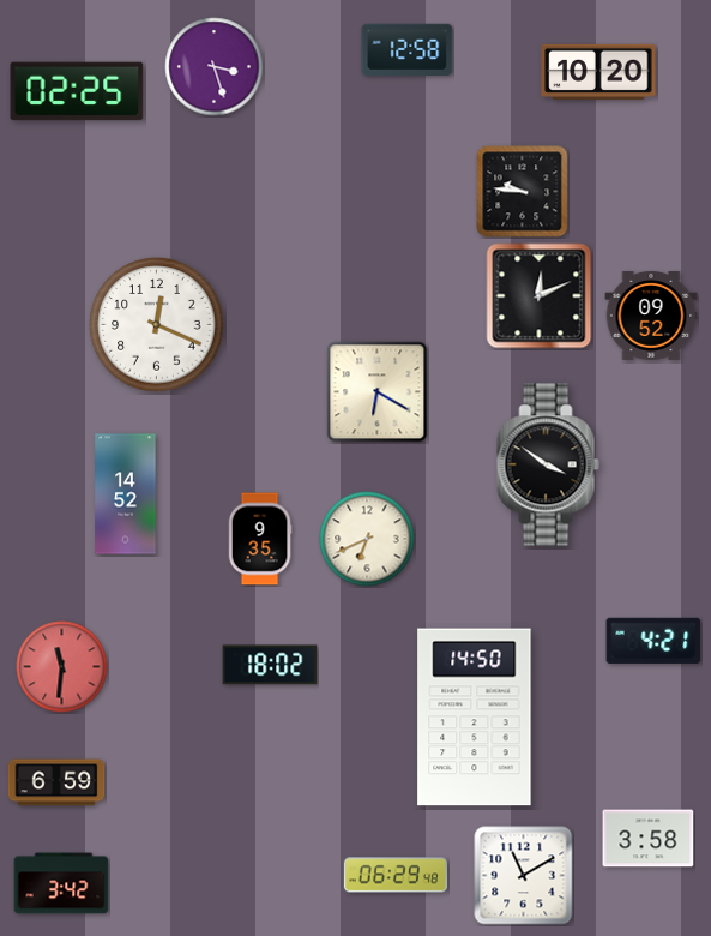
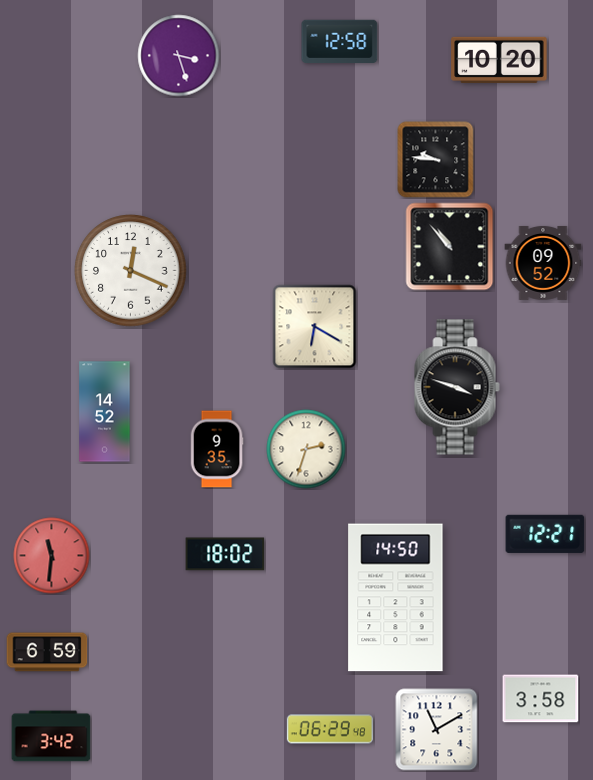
clock at (77, 91): 02:25 -> none
clock at (540, 296): 12:11 -> 10:53
clock at (548, 464): 3:51 -> 3:48
clock at (367, 539): 6:41 -> 2:33
clock at (653, 641): 4:21 -> 12:21
